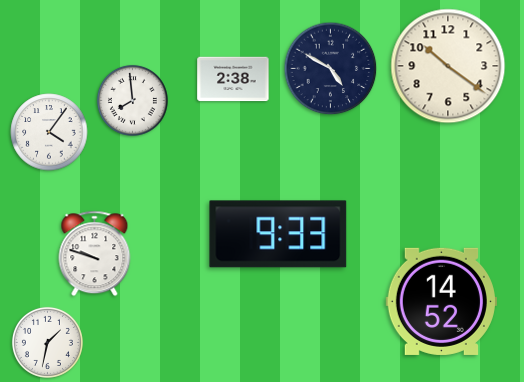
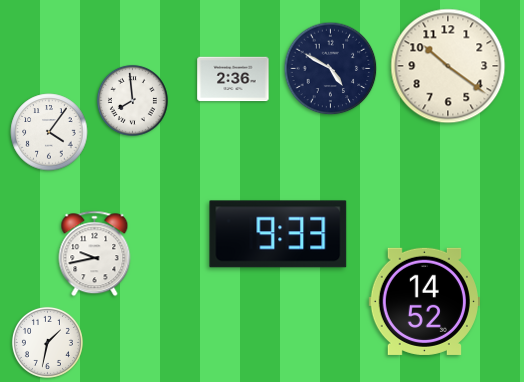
clock at (233, 79): 2:38 -> 2:36
clock at (95, 254): 9:48 -> 9:43
clock at (441, 301) position: (441, 301) -> (424, 301)
